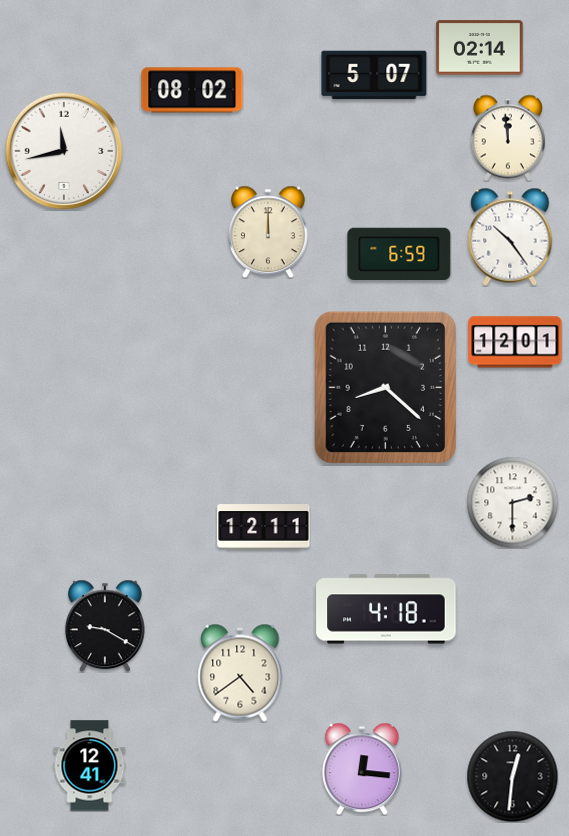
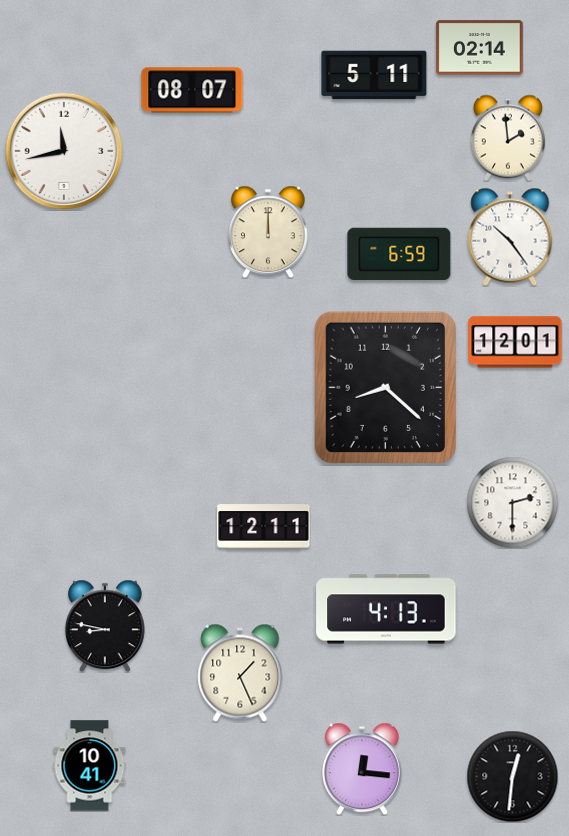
clock at (374, 75): 5:07 -> 5:11
clock at (192, 90): 08:02 -> 08:07
clock at (508, 138): 11:59 -> 1:59
clock at (386, 609): 4:18 -> 4:13
clock at (105, 626): 9:20 -> 8:47
clock at (240, 673): 4:39 -> 1:26
clock at (90, 766): 12:41 -> 10:41
